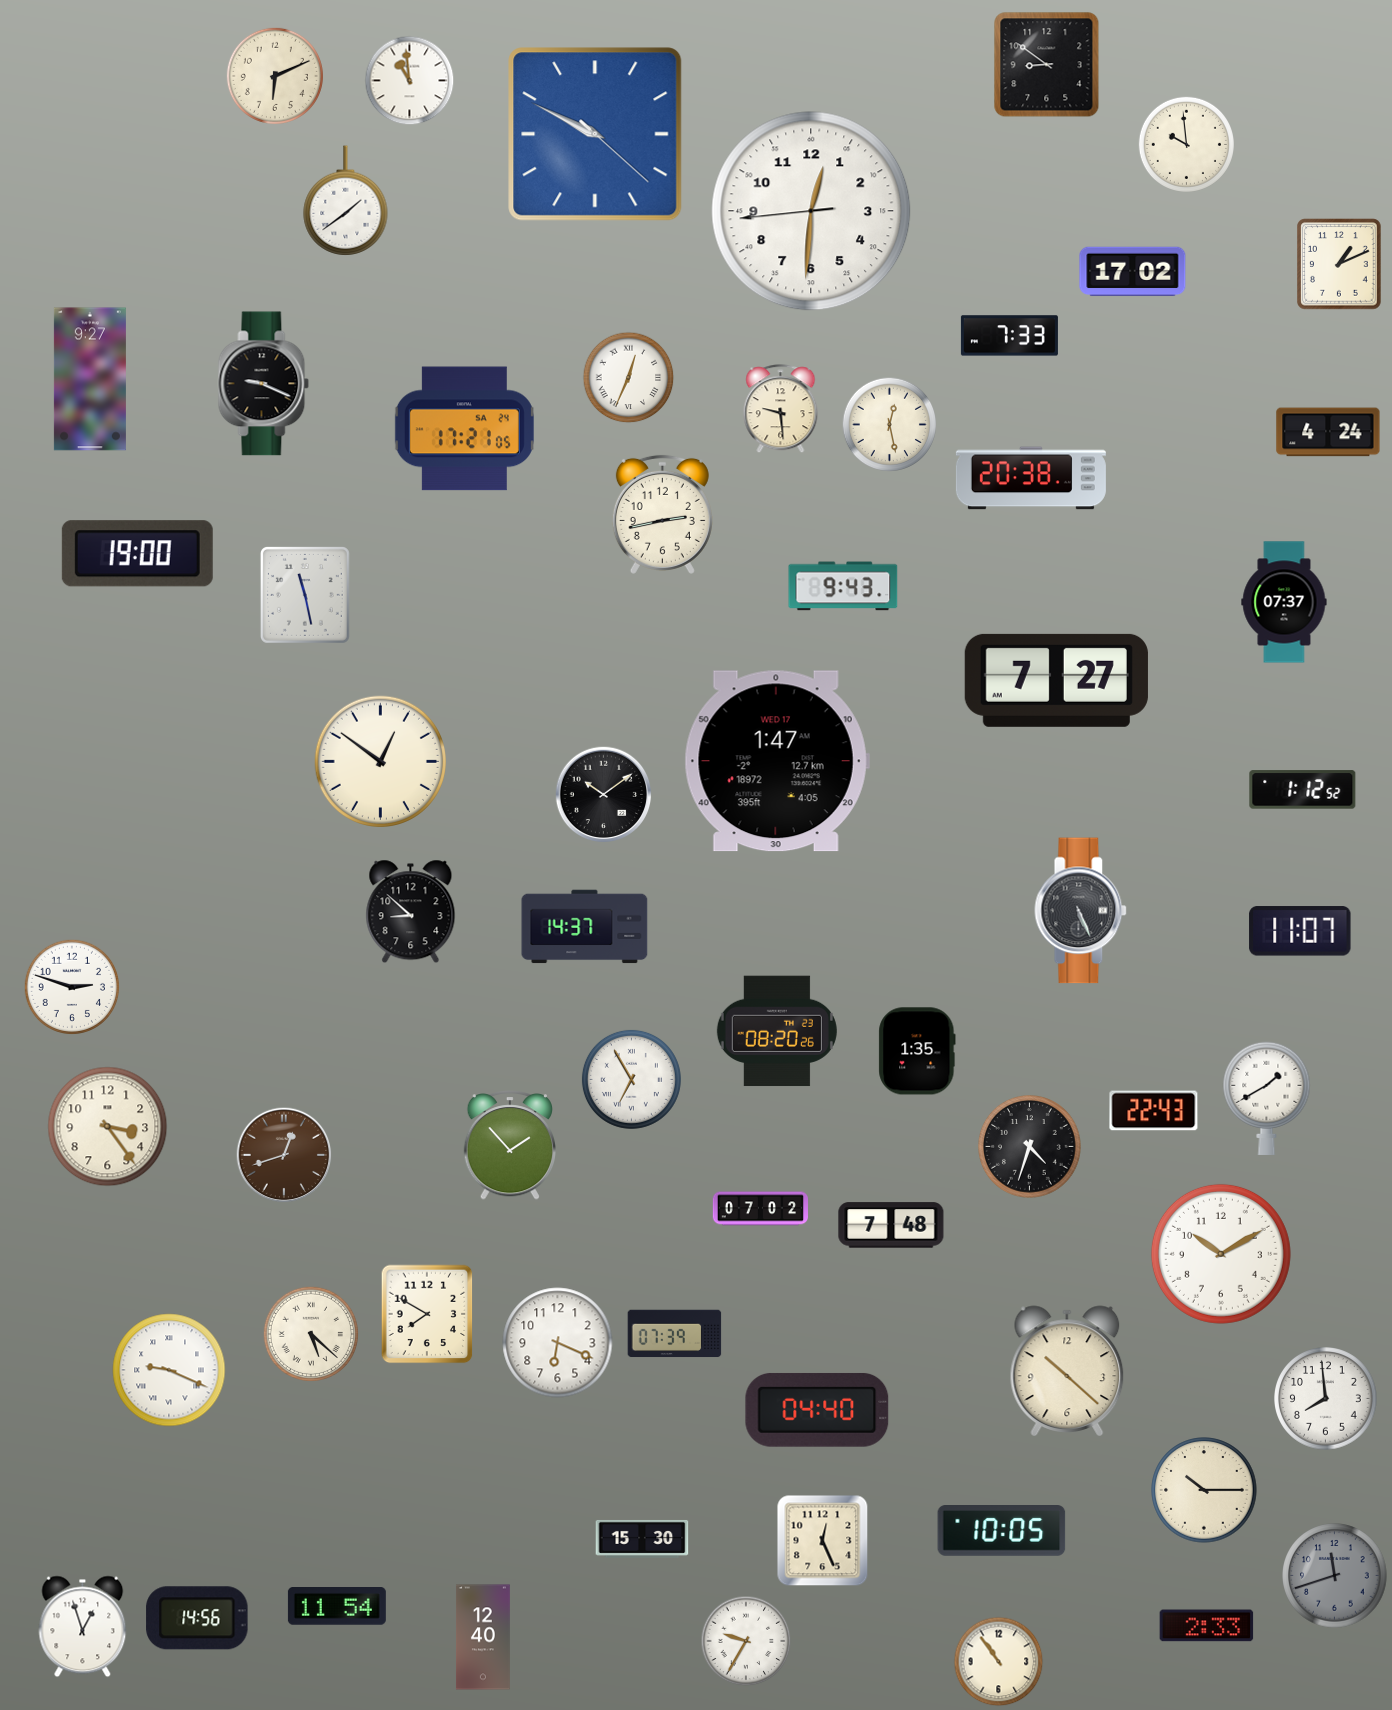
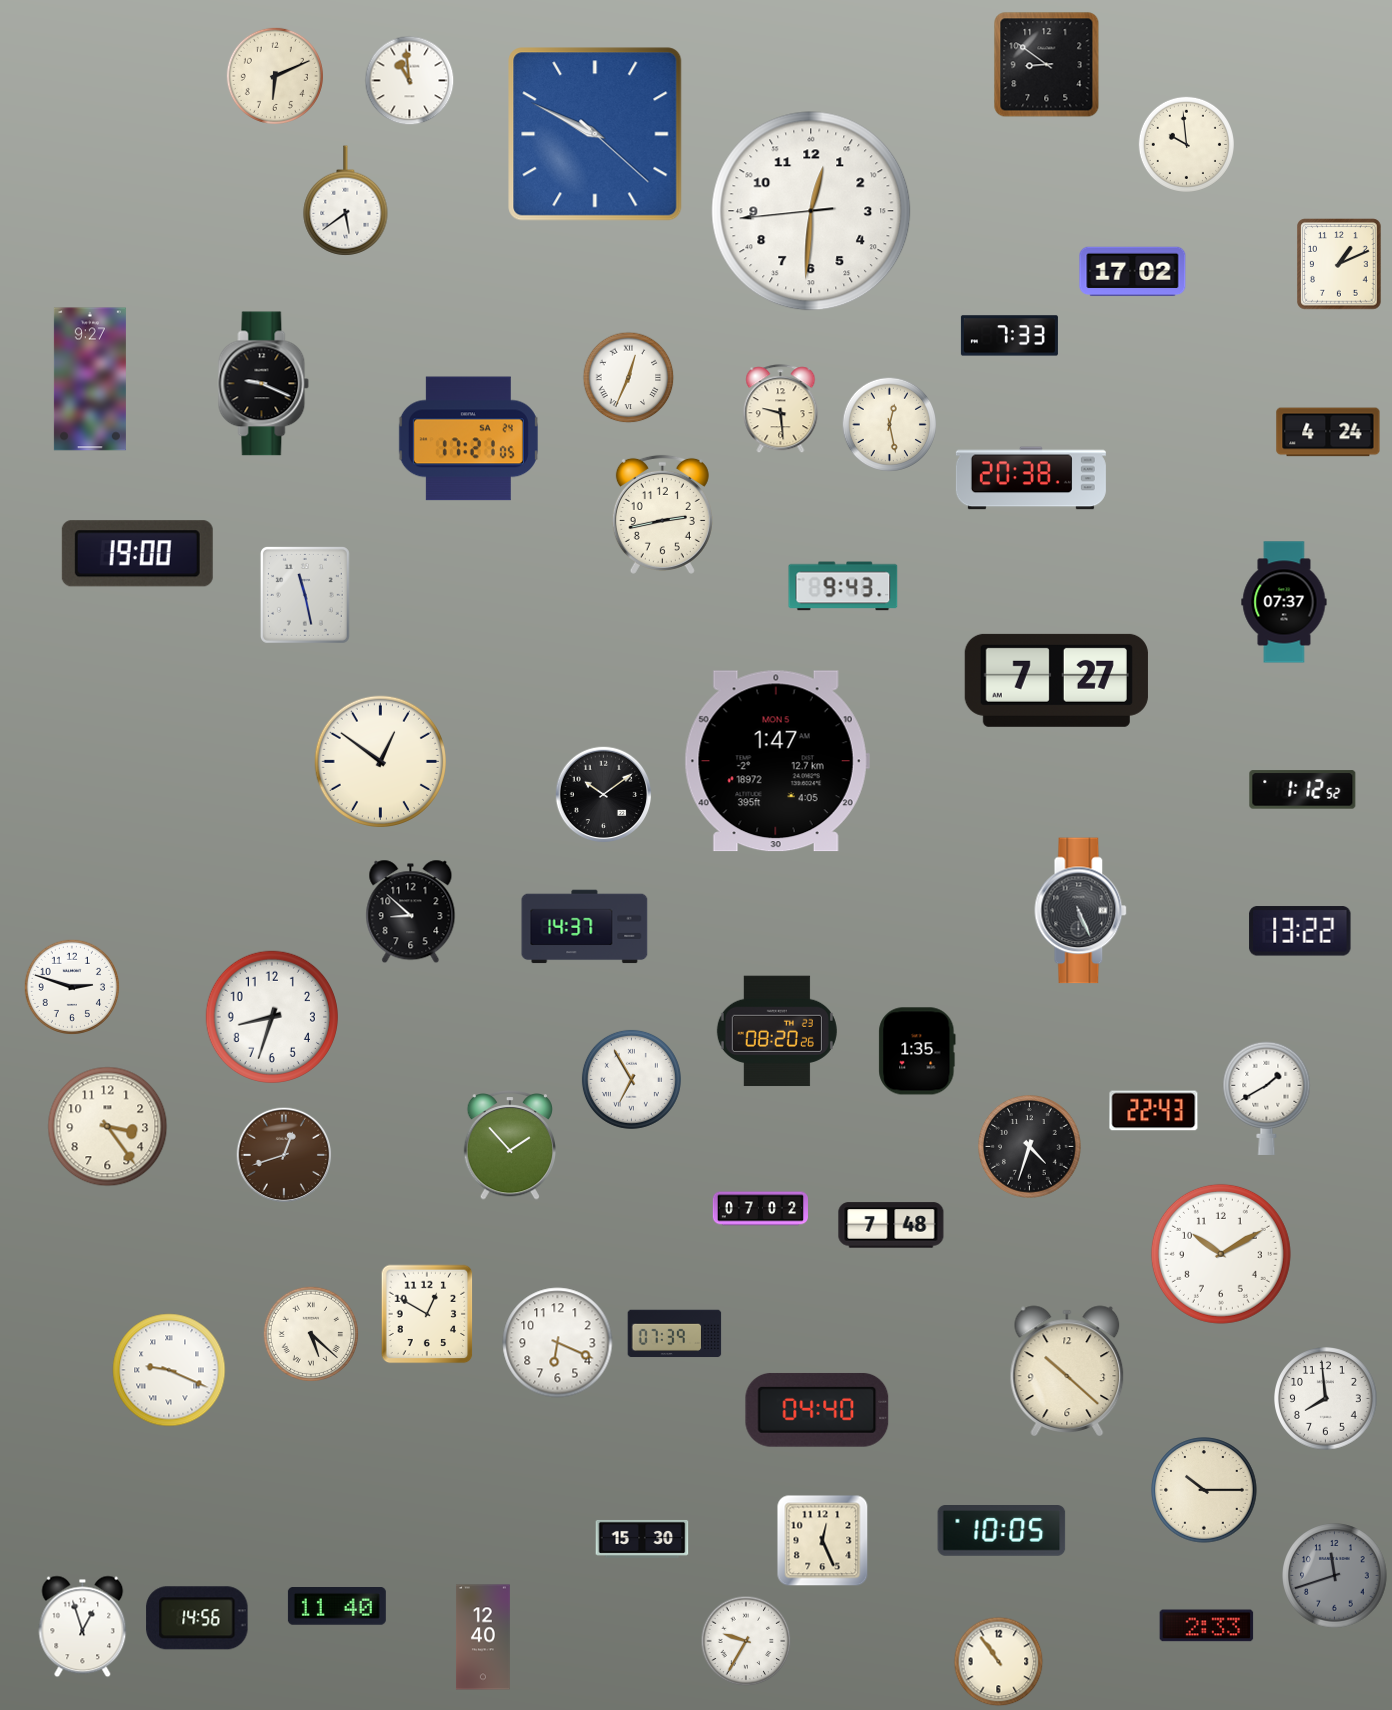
clock at (346, 201): 1:39 -> 5:39
clock at (464, 429) position: (464, 429) -> (468, 439)
clock at (777, 761) date: WED 17 -> MON 5
clock at (1300, 931): 11:07 -> 13:22
clock at (272, 1017): none -> 8:33
clock at (427, 1314): 7:50 -> 12:50
clock at (337, 1607): 11:54 -> 11:40
